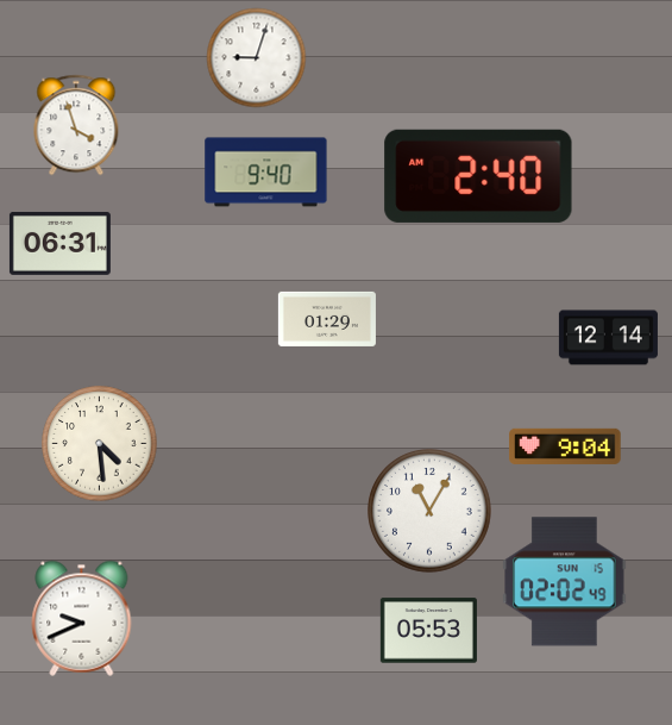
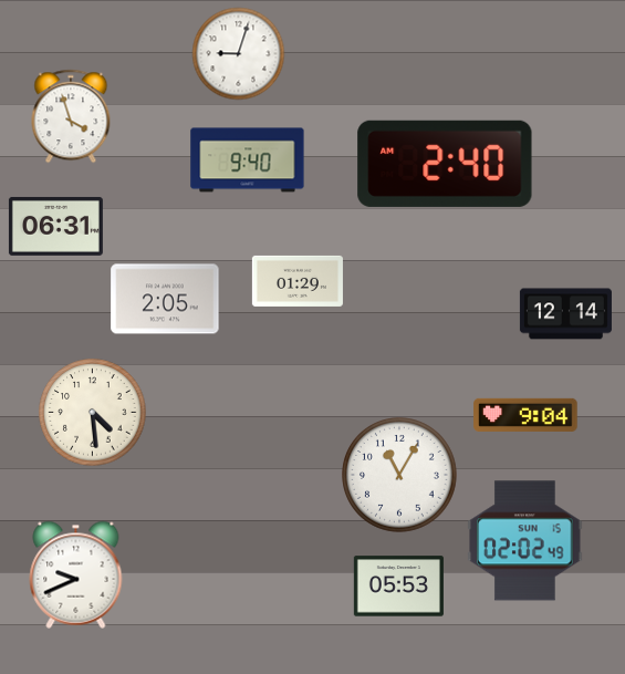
clock at (327, 319) position: (327, 319) -> (298, 281)
clock at (165, 299): none -> 2:05
